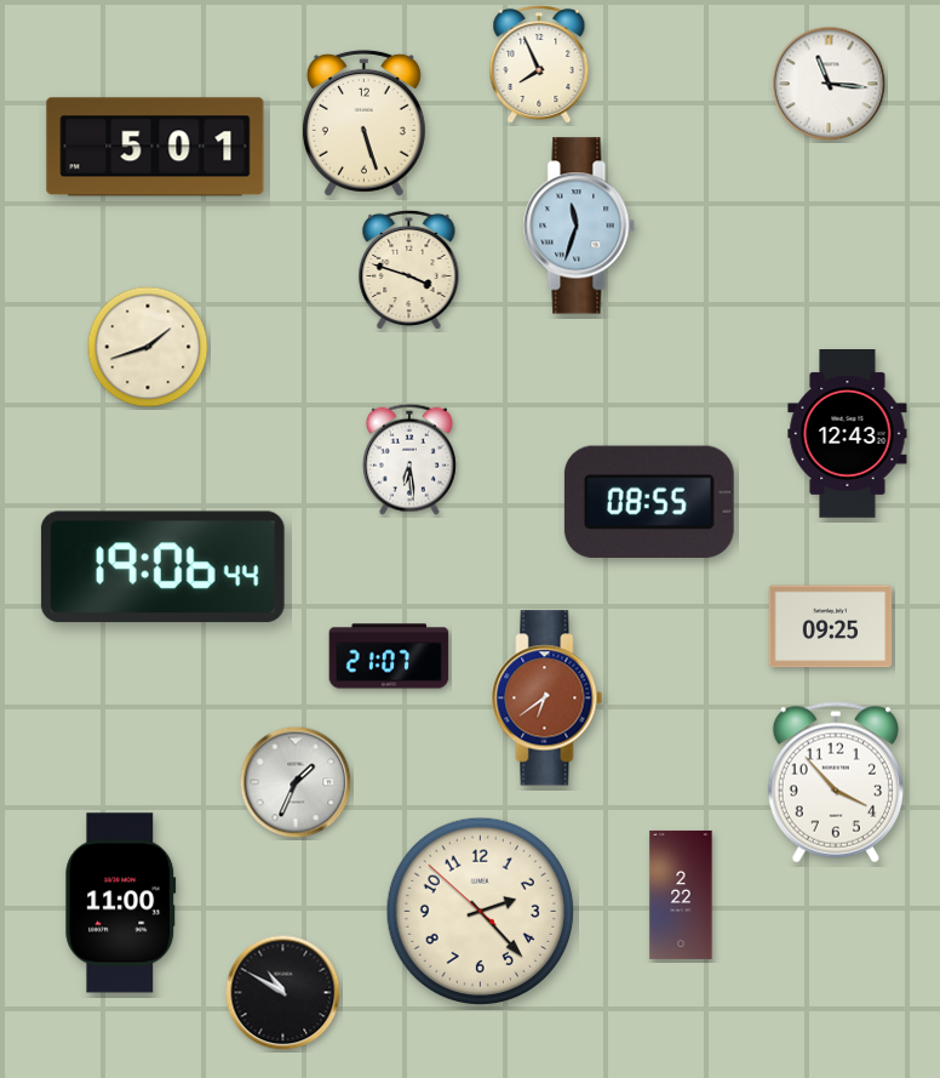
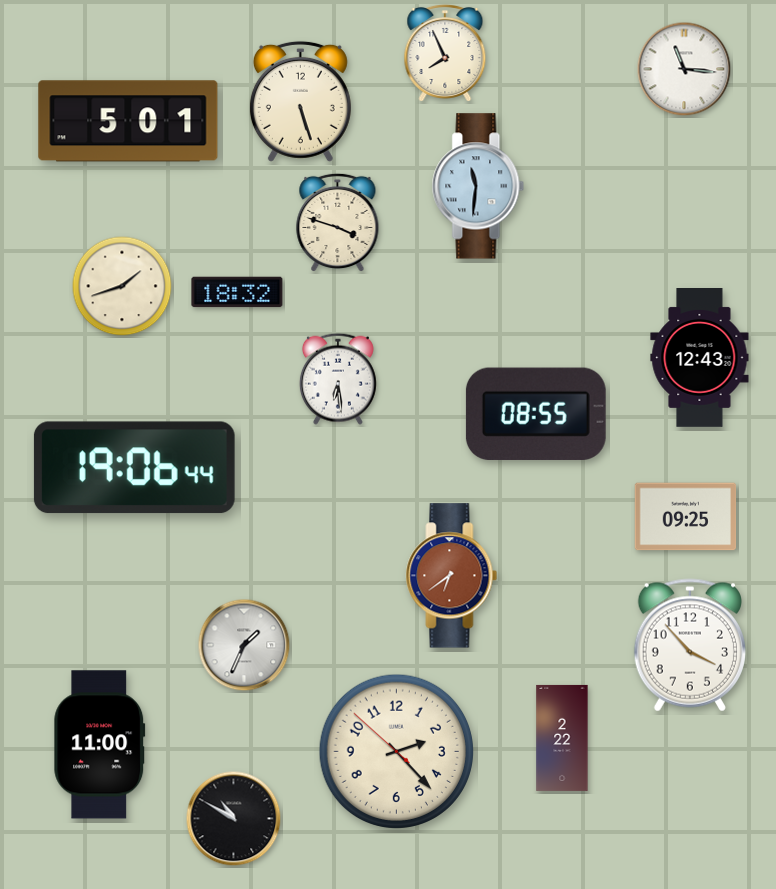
clock at (579, 226): 11:33 -> 11:31
clock at (237, 292): none -> 18:32
clock at (389, 656): 21:07 -> none
